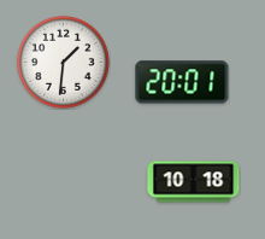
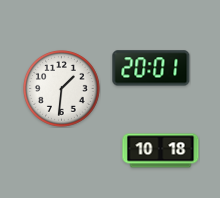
clock at (64, 63) position: (64, 63) -> (62, 89)
